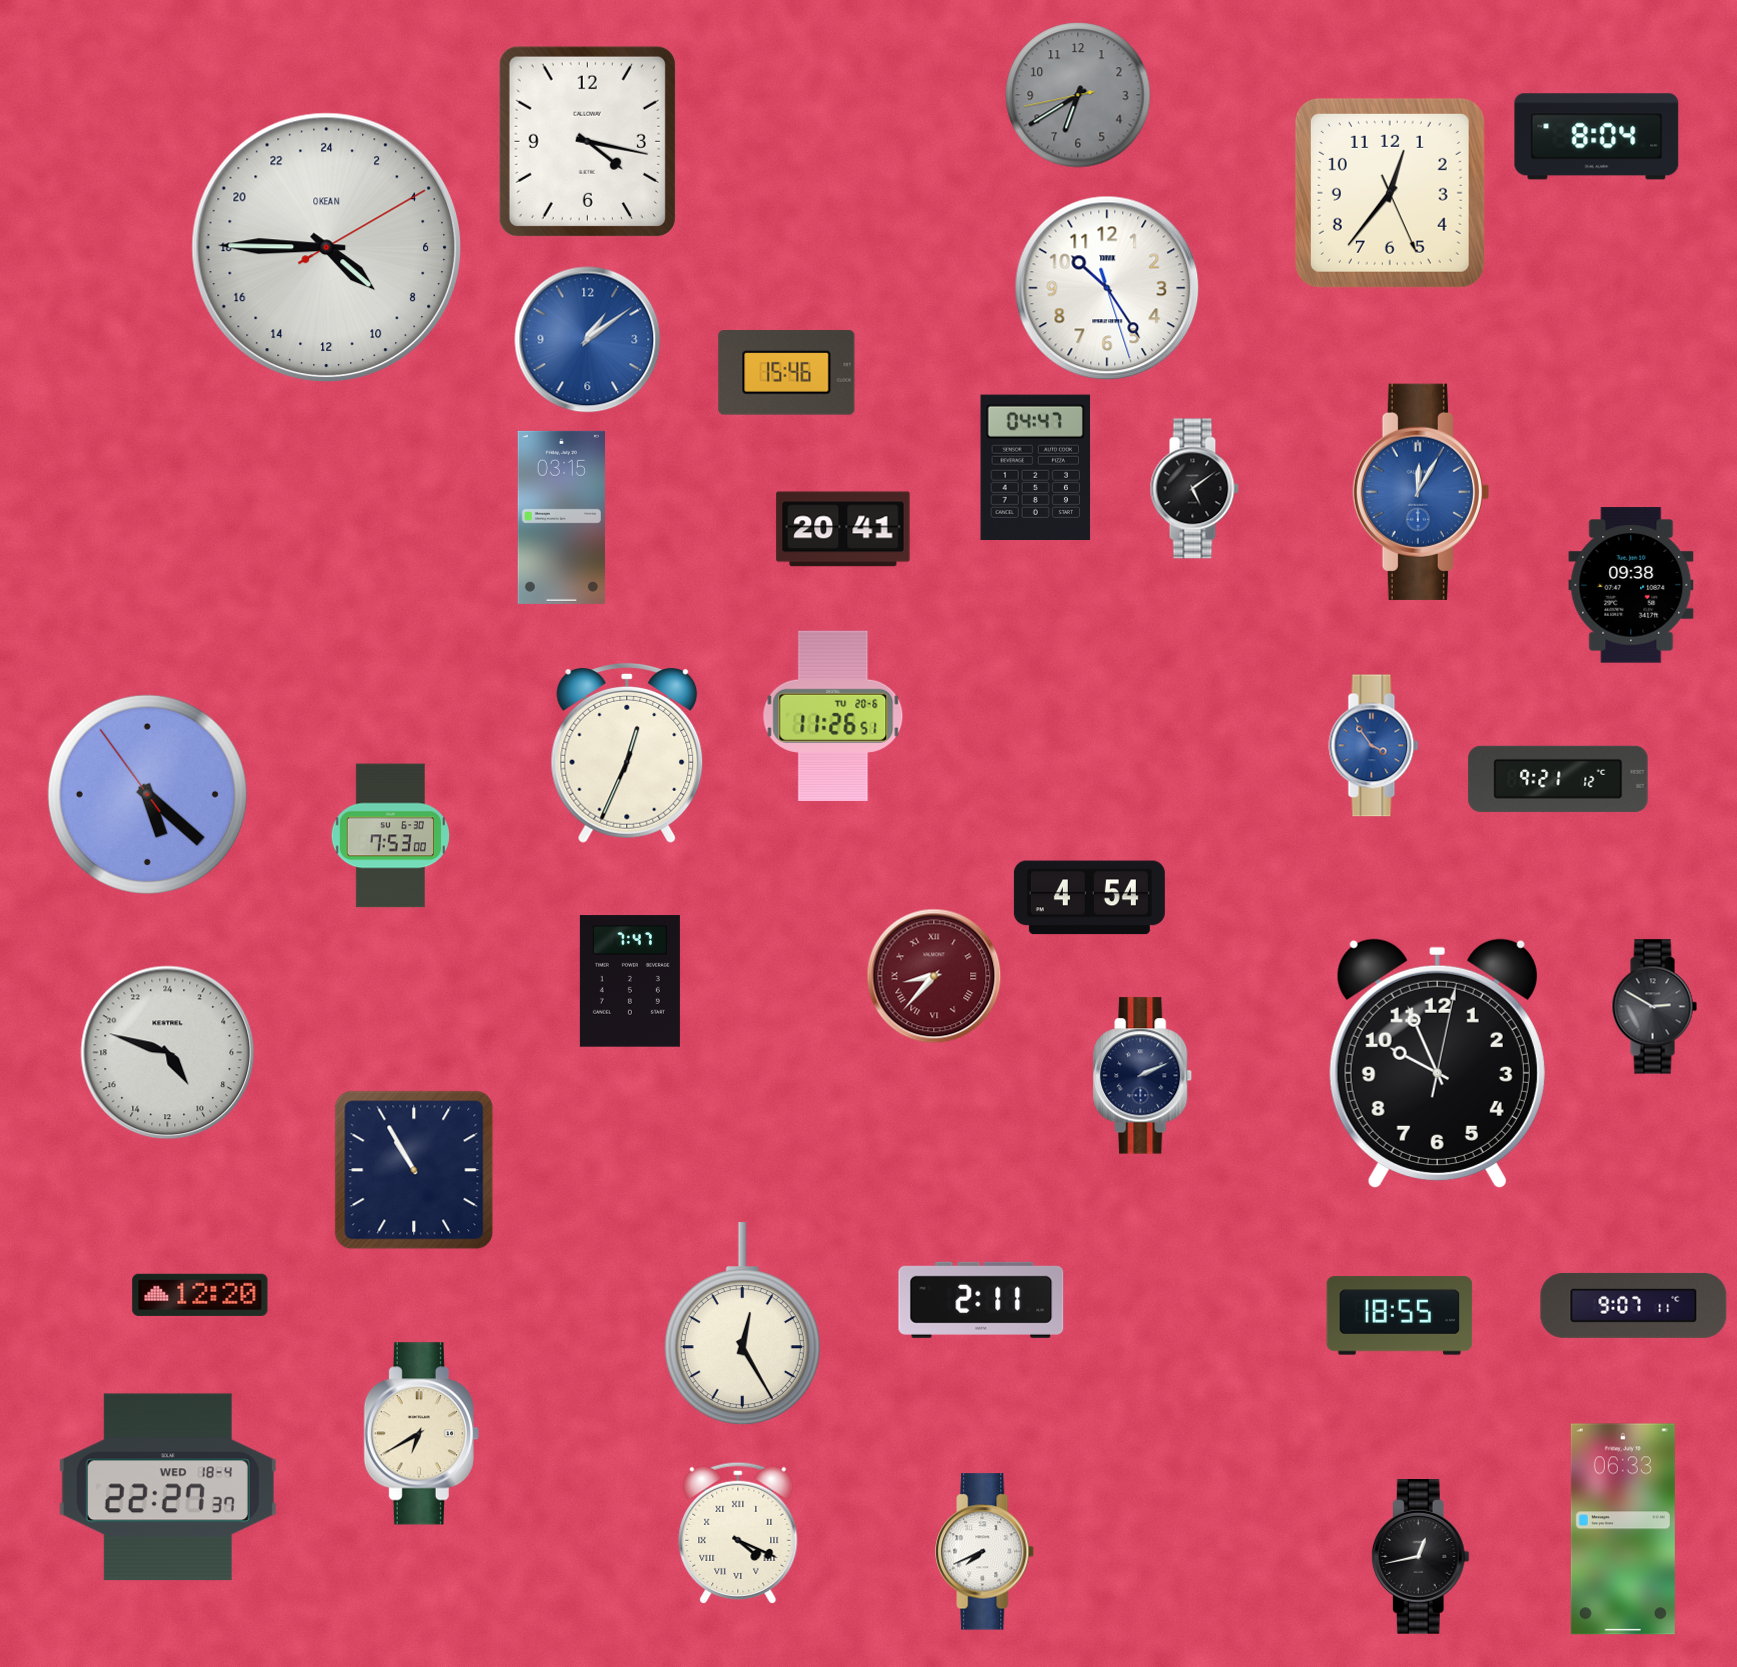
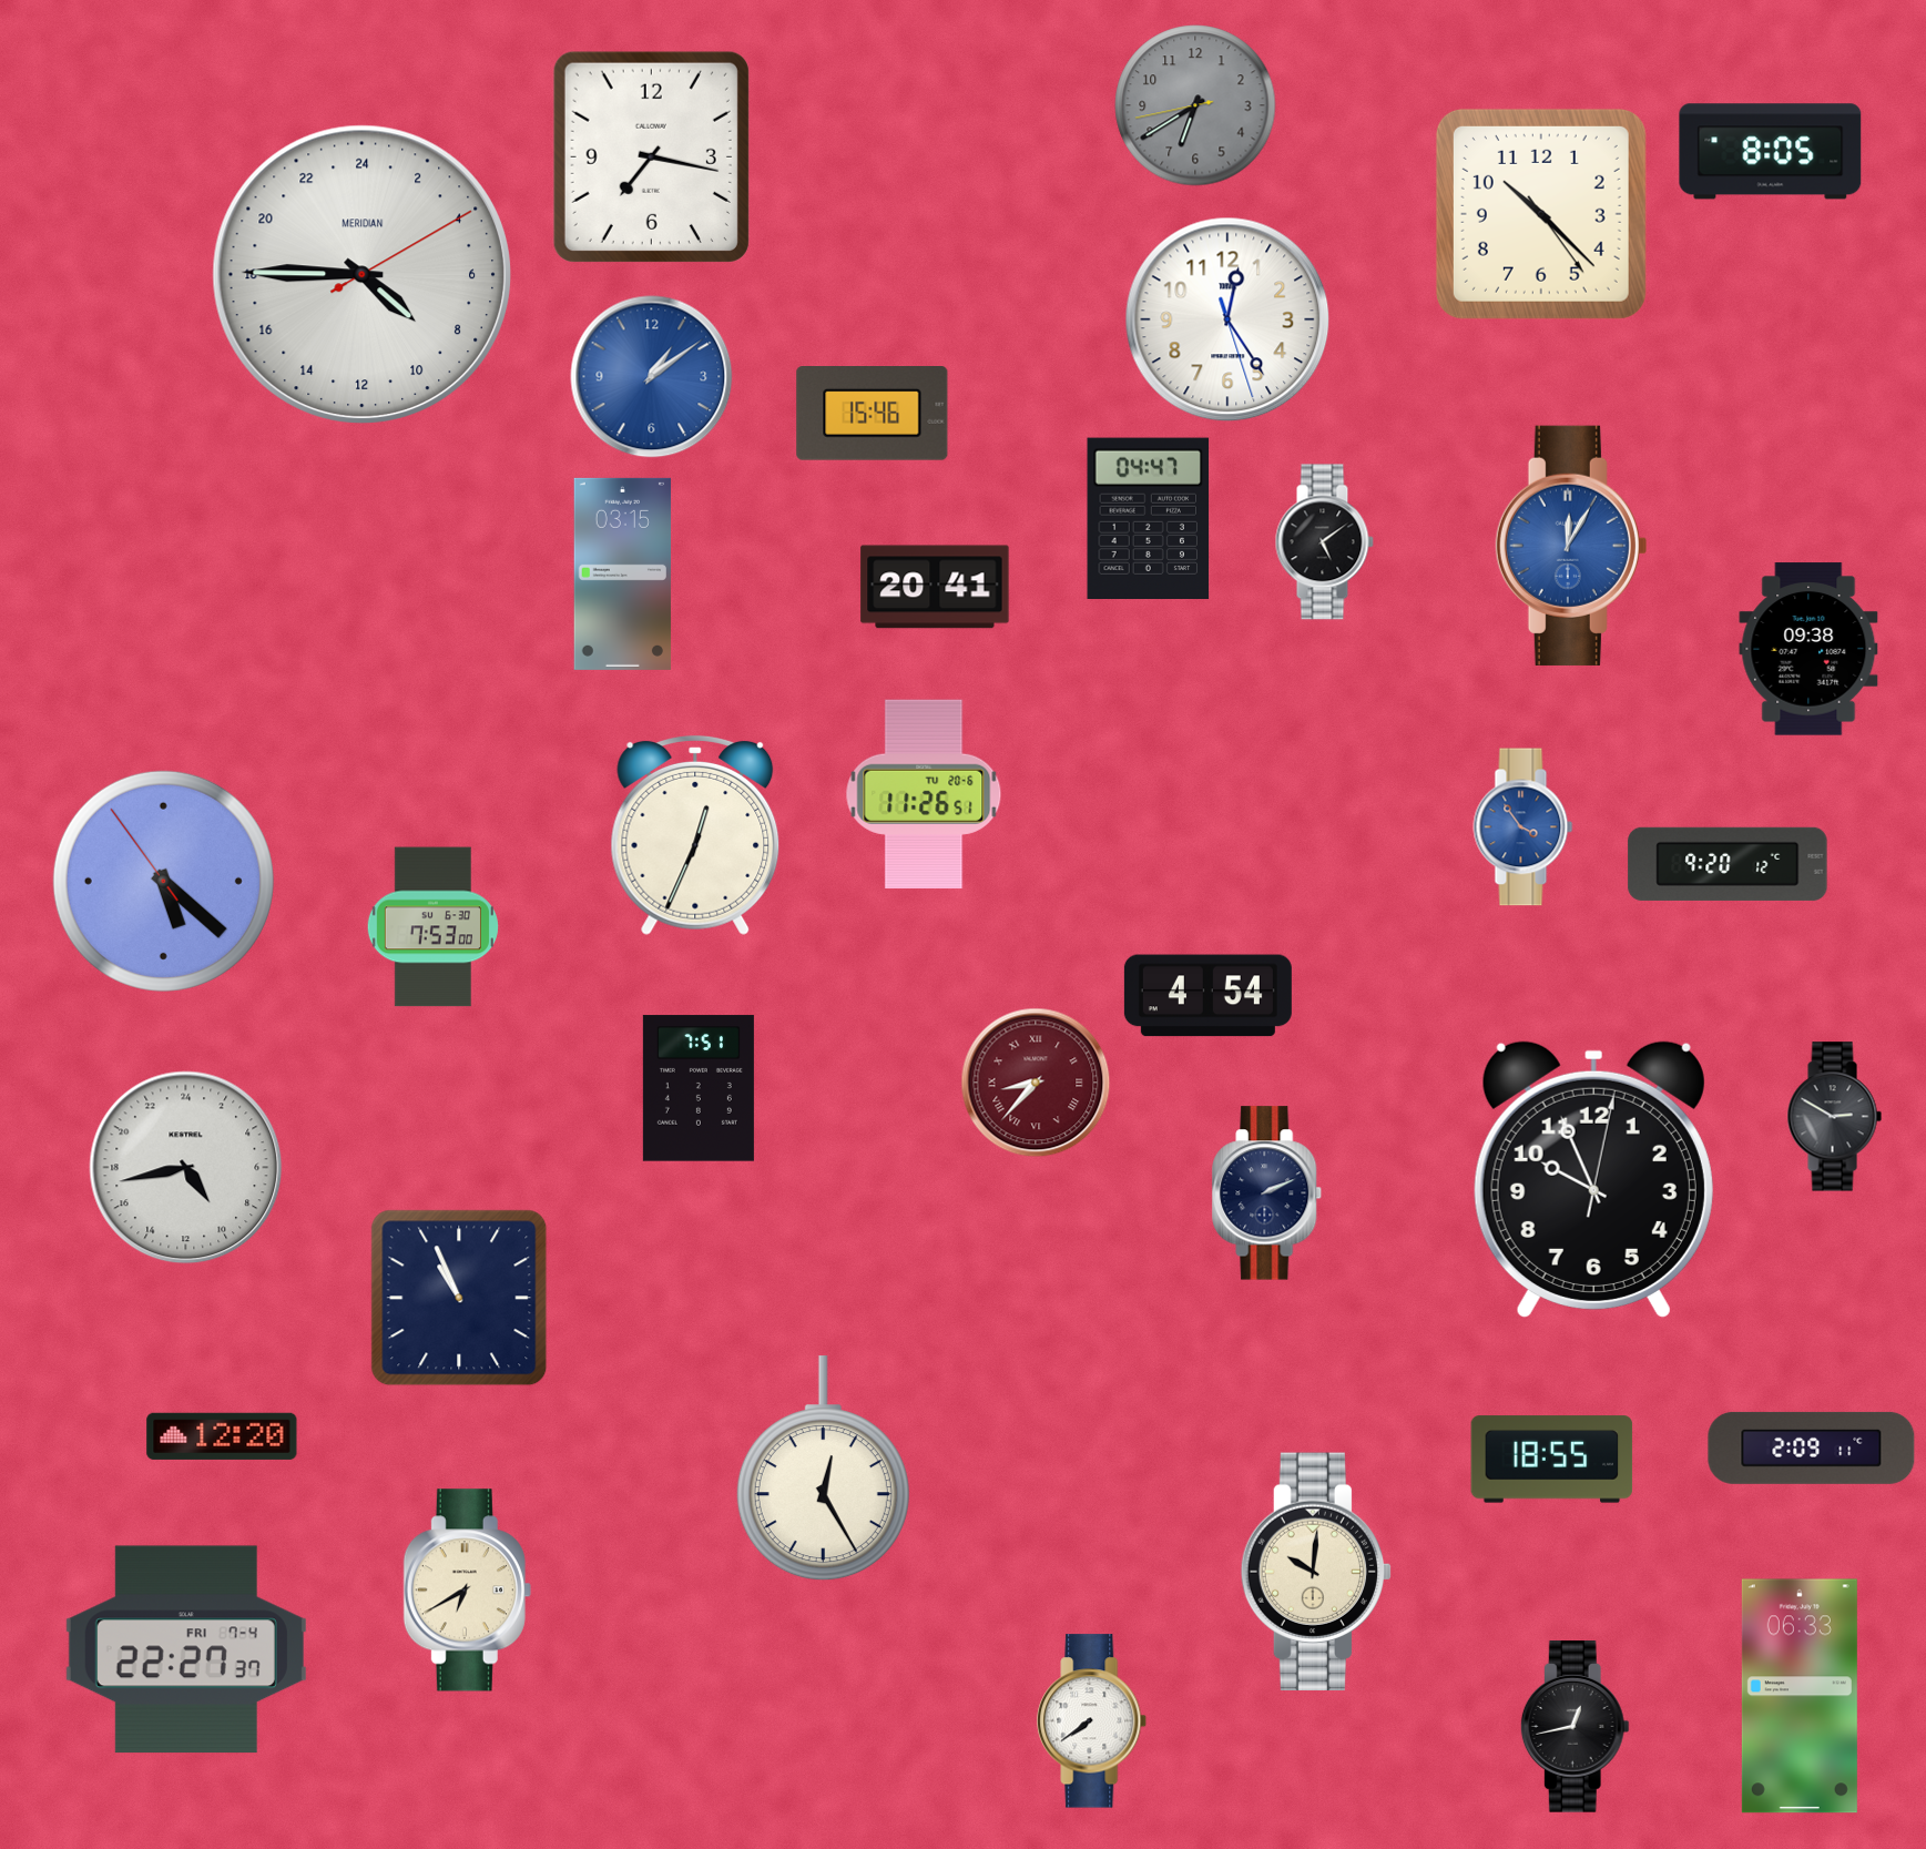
clock at (1597, 137): 8:04 -> 8:05
clock at (587, 141): 4:17 -> 7:17
clock at (1390, 193): 12:36 -> 10:22
clock at (326, 247) brand: OKEAN -> MERIDIAN
clock at (1107, 288): 10:24 -> 12:24
clock at (1421, 492) position: (1421, 492) -> (1571, 546)
clock at (1558, 779): 9:21 -> 9:20
clock at (630, 981): 7:47 -> 7:51
clock at (168, 1053): 9:48 -> 9:43
clock at (414, 1170): 10:55 -> 10:56
clock at (981, 1300): 2:11 -> none
clock at (1634, 1305): 9:07 -> 2:09
clock at (1315, 1571): none -> 10:01
clock at (168, 1487) date: WED 18-4 -> FRI 7-4
clock at (738, 1533): 4:19 -> none
clock at (985, 1552): 7:41 -> 7:39
